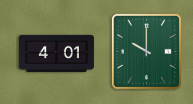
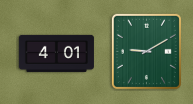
clock at (146, 51): 10:00 -> 9:10
